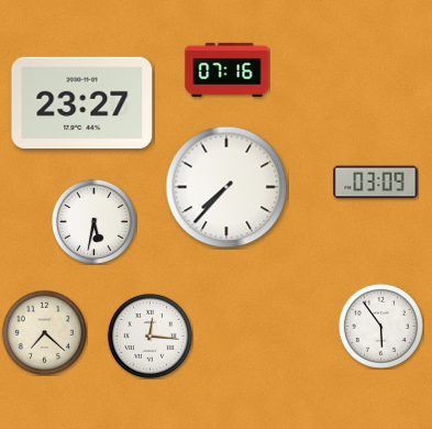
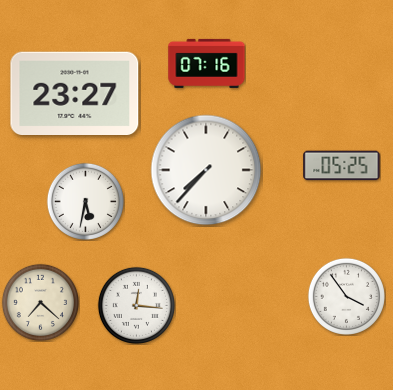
clock at (376, 183): 03:09 -> 05:25
clock at (380, 326): 5:54 -> 3:54
